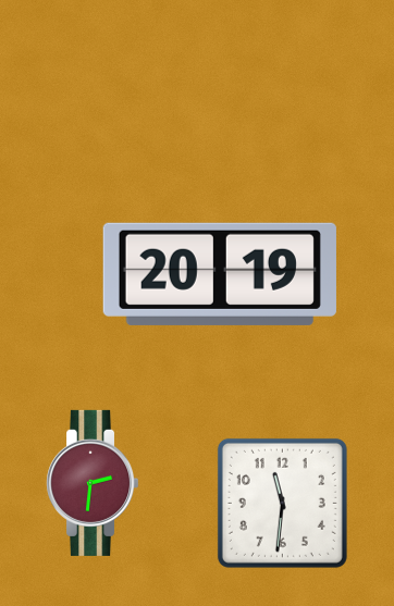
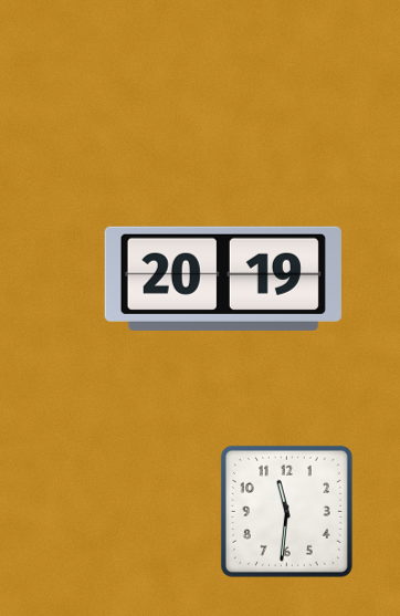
clock at (93, 483): 2:31 -> none
